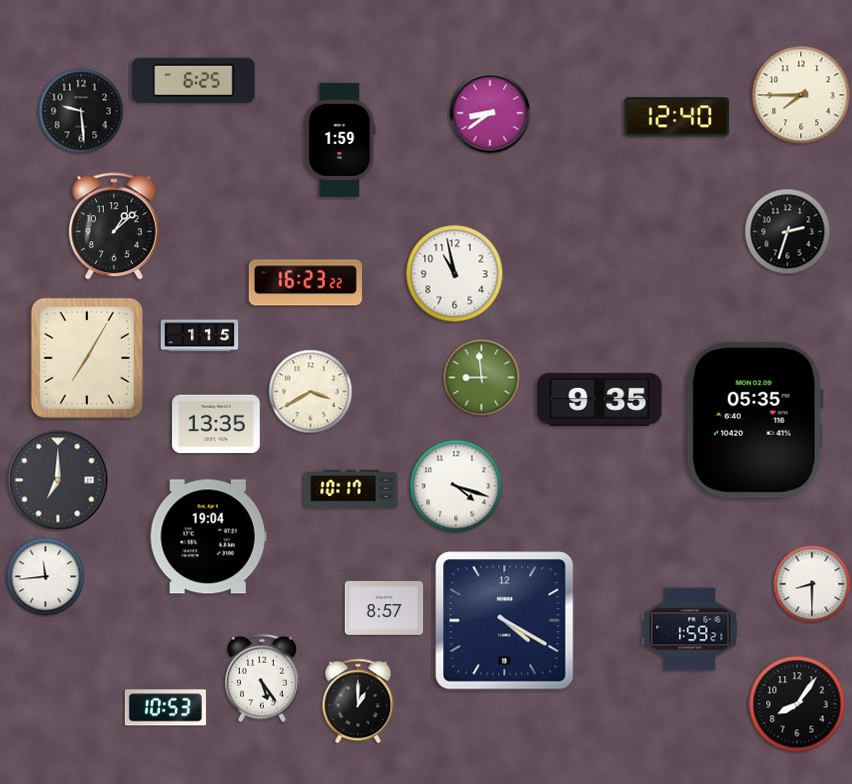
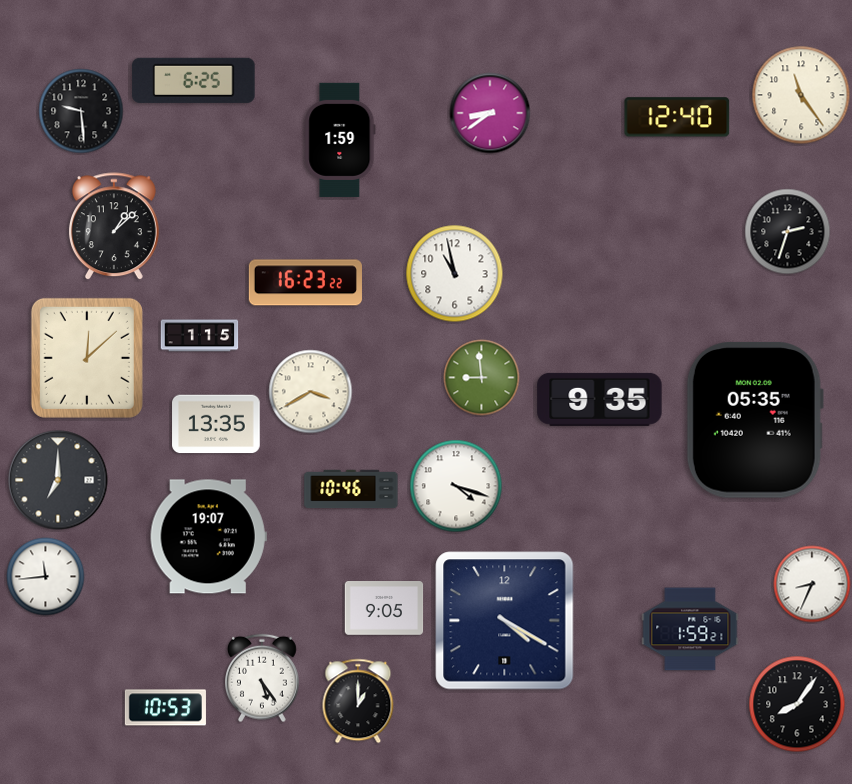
clock at (801, 95): 7:45 -> 11:24
clock at (87, 358): 7:05 -> 12:08
clock at (351, 489): 10:17 -> 10:46
clock at (208, 537): 19:04 -> 19:07
clock at (812, 584): 8:30 -> 8:34
clock at (384, 609): 8:57 -> 9:05
